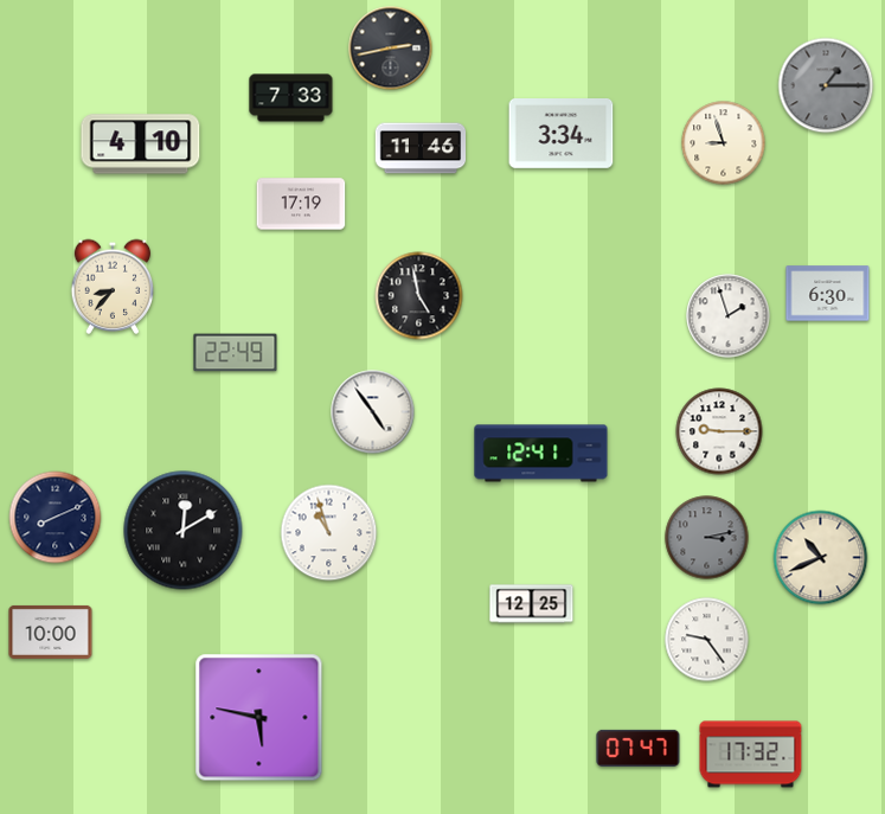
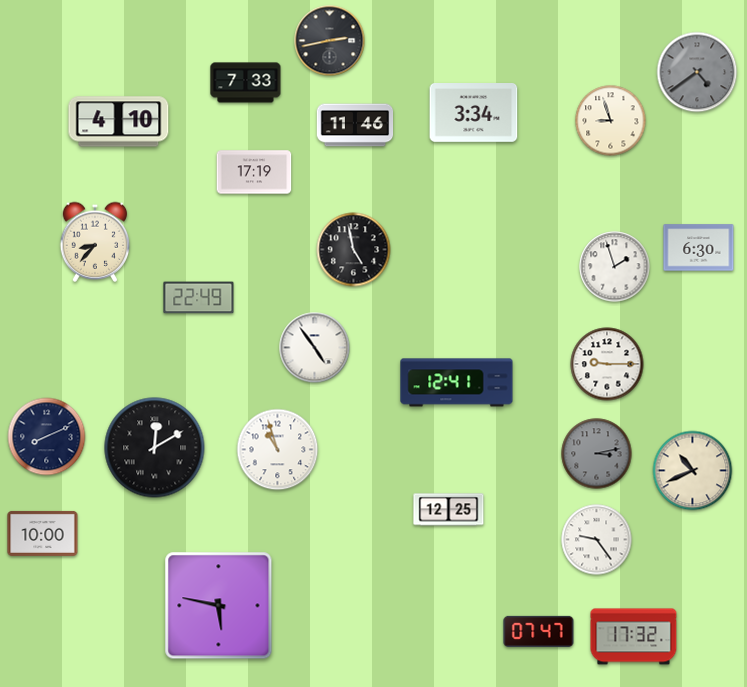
clock at (826, 85): 1:15 -> 4:39
